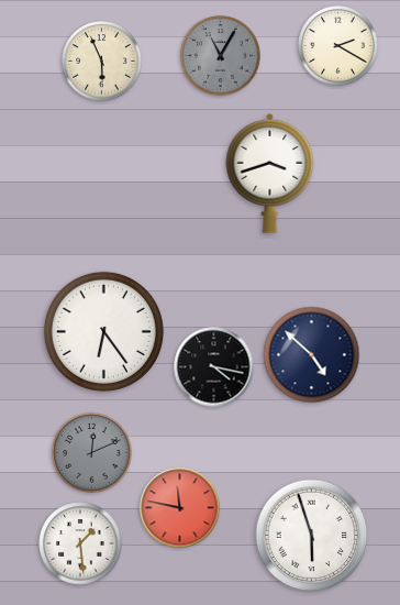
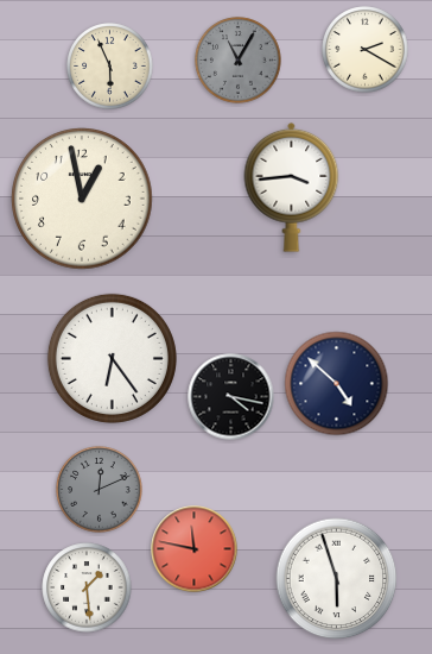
clock at (270, 173): 3:42 -> 3:44
clock at (82, 199): none -> 12:58
